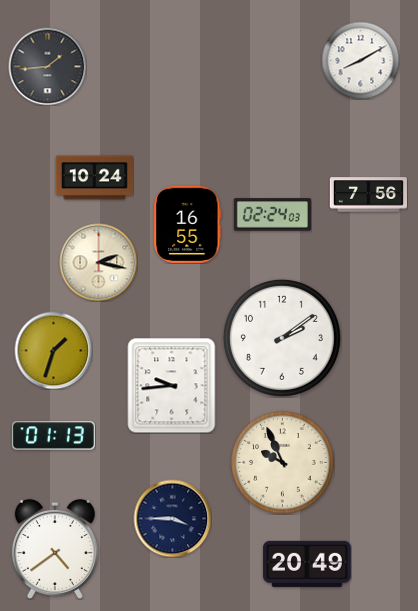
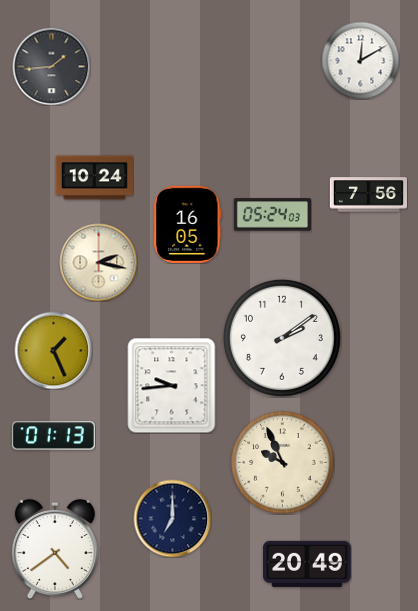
clock at (360, 60): 8:10 -> 12:10
clock at (47, 66) position: (47, 66) -> (51, 66)
clock at (272, 215): 02:24 -> 05:24
clock at (188, 224): 16:55 -> 16:05
clock at (53, 350): 1:33 -> 1:26
clock at (172, 518): 3:45 -> 7:00
